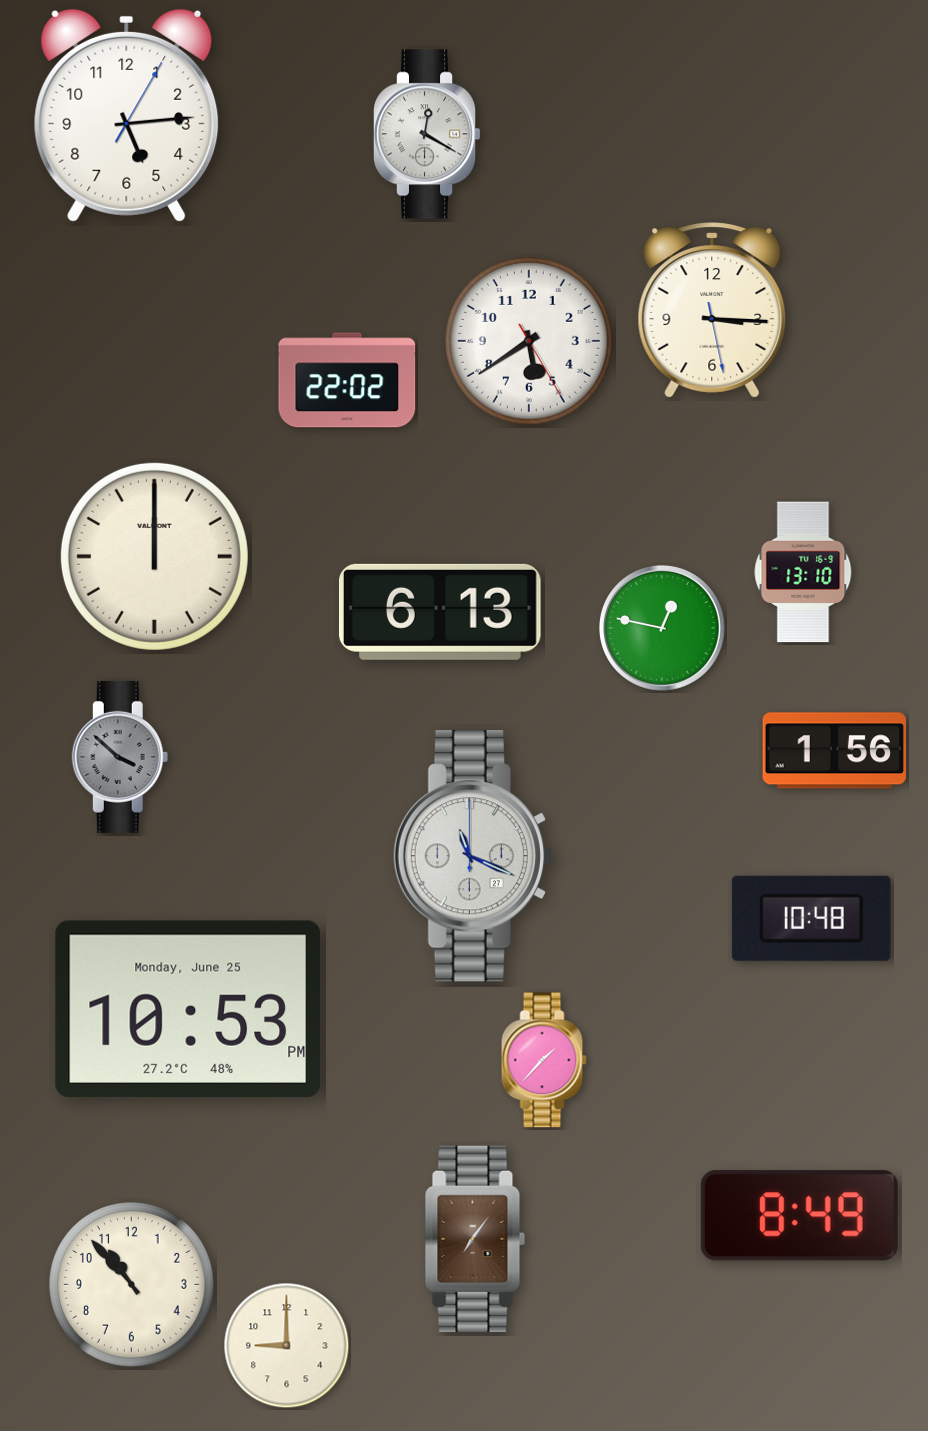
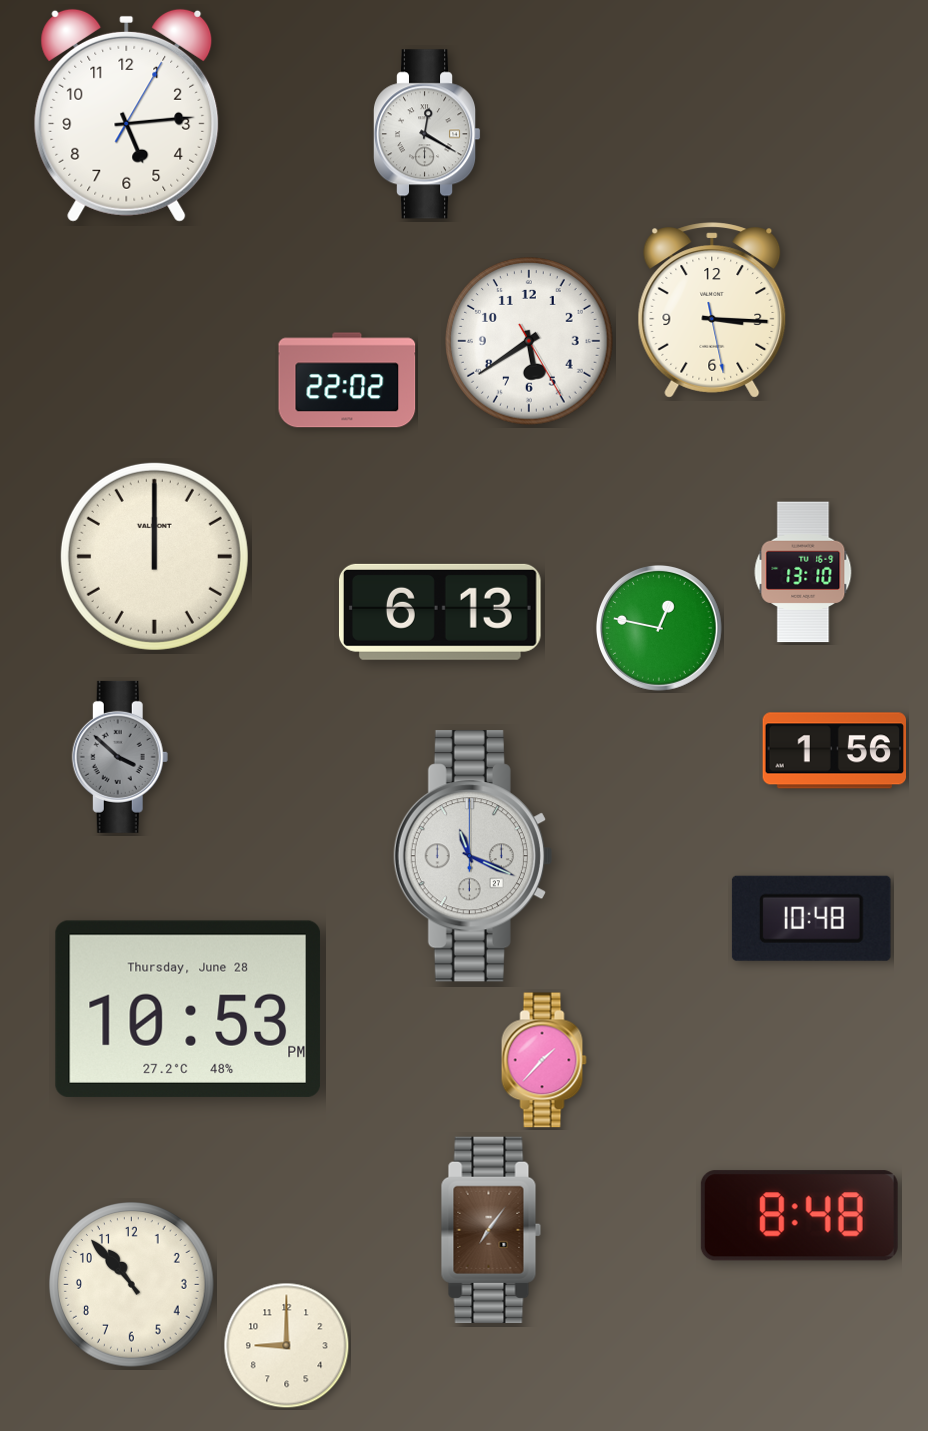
clock at (662, 628) position: (662, 628) -> (659, 628)
clock at (188, 1009) date: Monday, June 25 -> Thursday, June 28
clock at (799, 1216): 8:49 -> 8:48
clock at (475, 1239) position: (475, 1239) -> (491, 1230)
